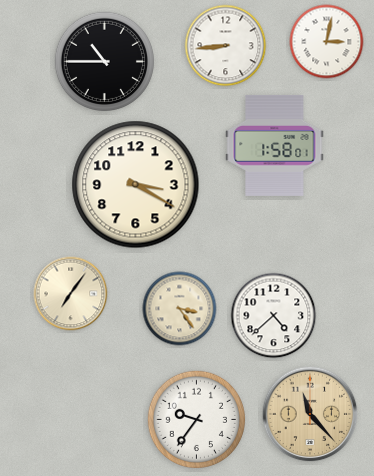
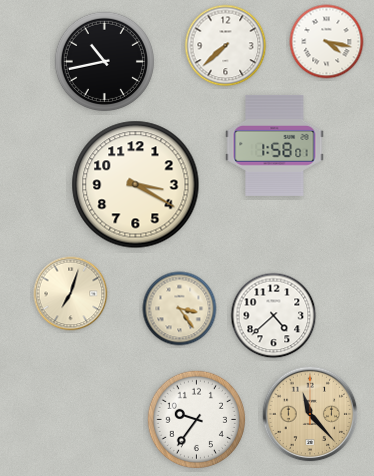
clock at (327, 42): 3:02 -> 4:17
clock at (226, 46): 8:44 -> 7:38
clock at (104, 61): 10:45 -> 10:43
clock at (71, 294): 7:06 -> 7:03
